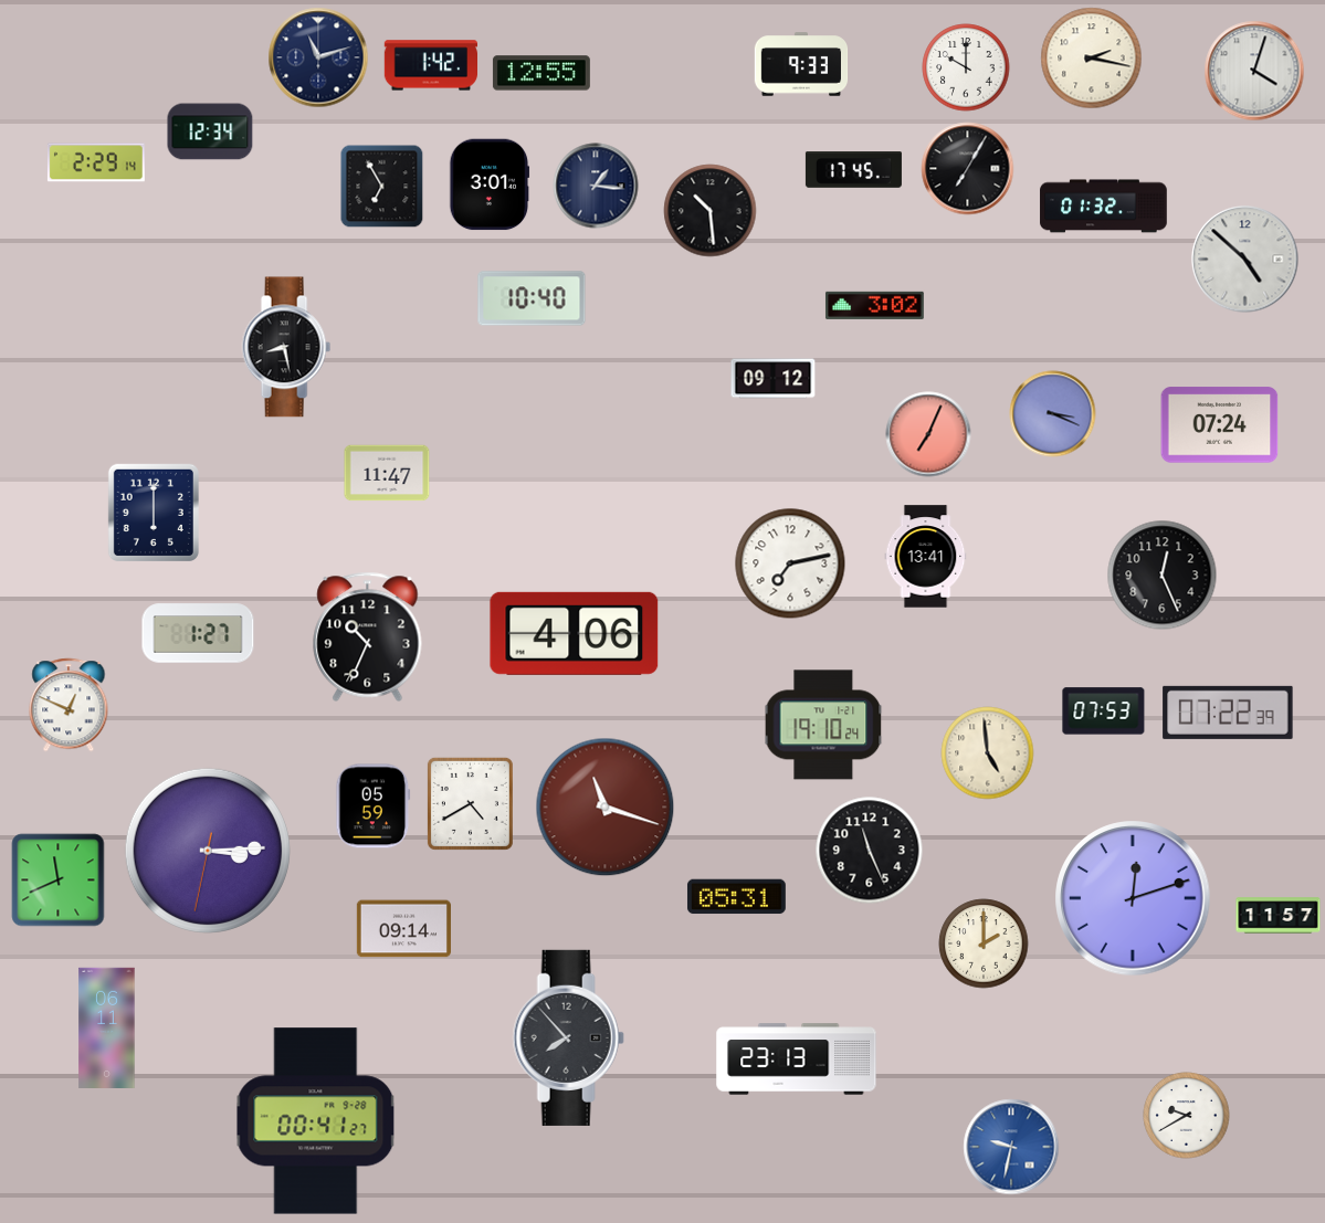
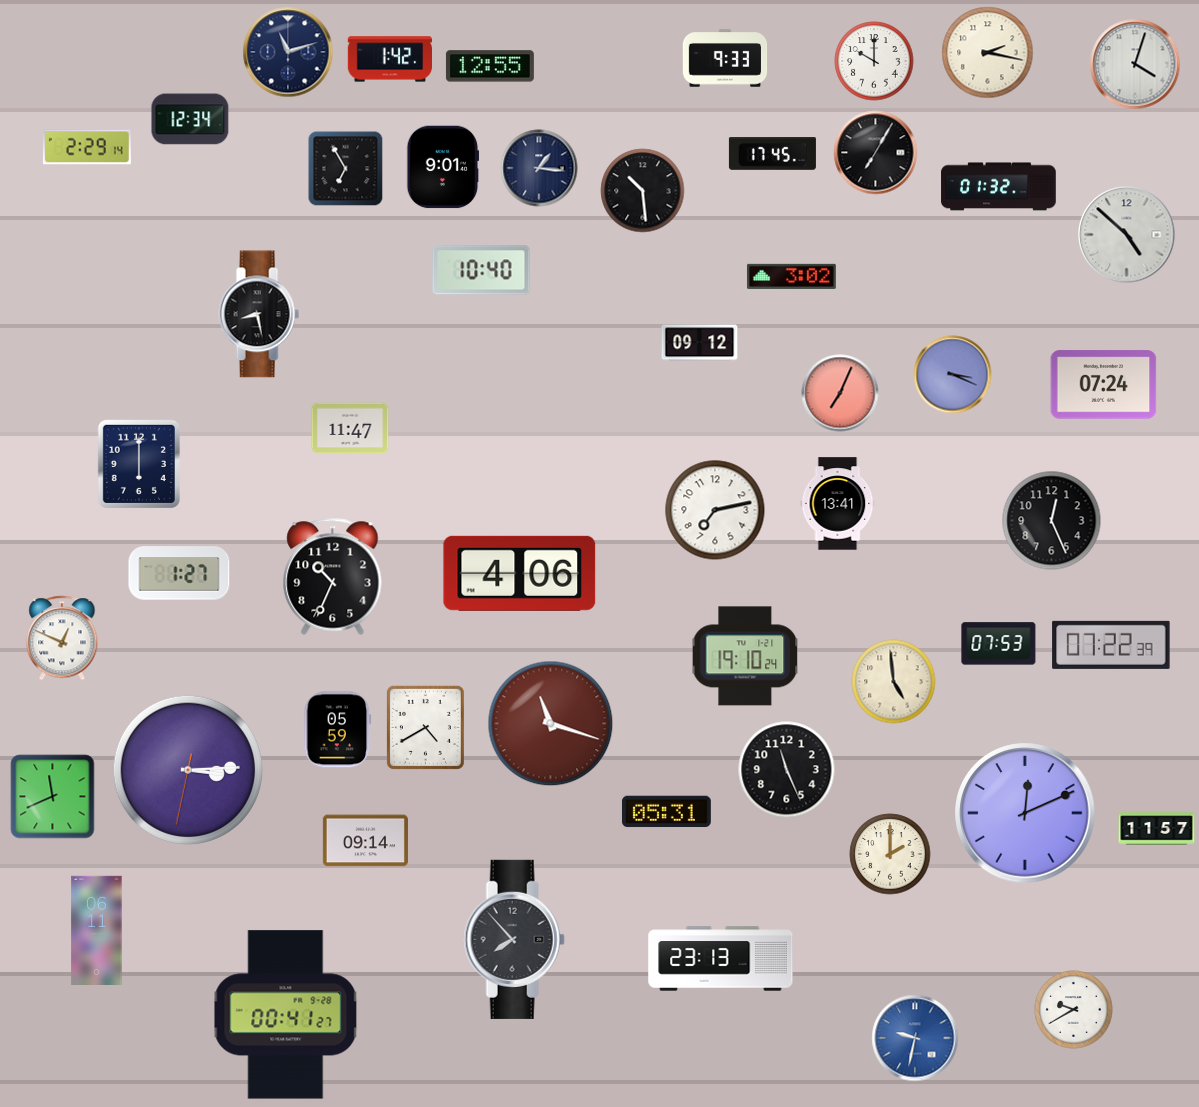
clock at (490, 184): 3:01 -> 9:01
clock at (606, 808) position: (606, 808) -> (551, 724)
clock at (1133, 898): 12:12 -> 12:11
